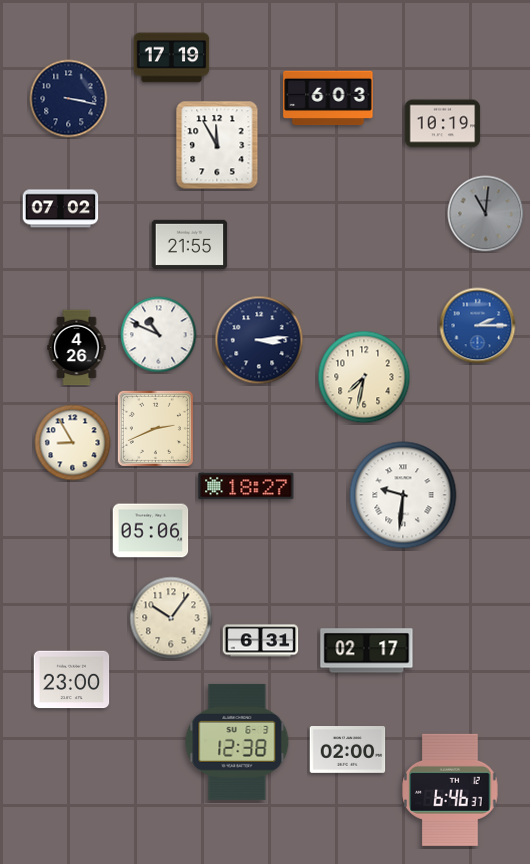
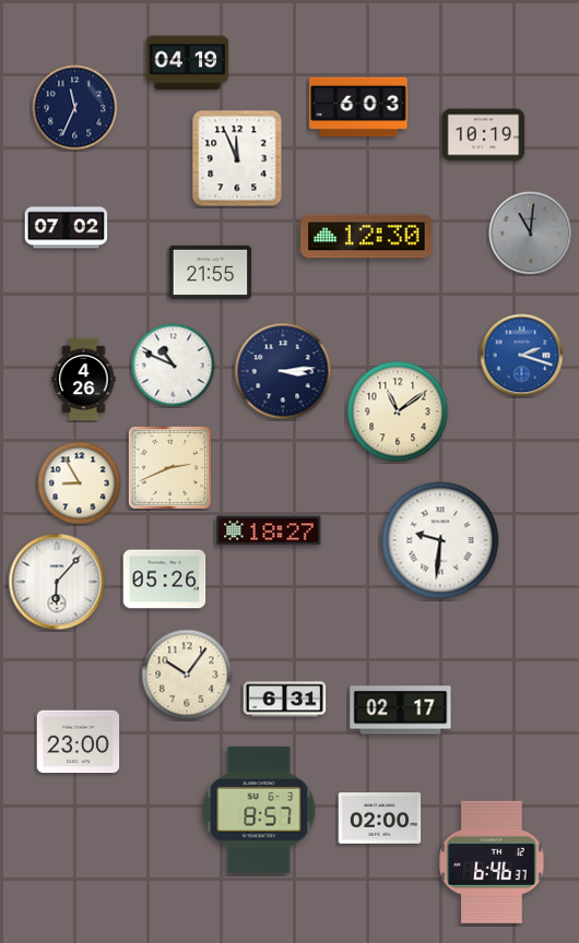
clock at (172, 58): 17:19 -> 04:19
clock at (69, 99): 3:17 -> 11:34
clock at (217, 145): 11:55 -> 11:56
clock at (367, 237): none -> 12:30
clock at (190, 244) position: (190, 244) -> (211, 272)
clock at (478, 326): 2:15 -> 2:18
clock at (364, 377): 7:32 -> 11:09
clock at (151, 531): 05:06 -> 05:26
clock at (57, 582): none -> 6:07
clock at (237, 742): 12:38 -> 8:57
